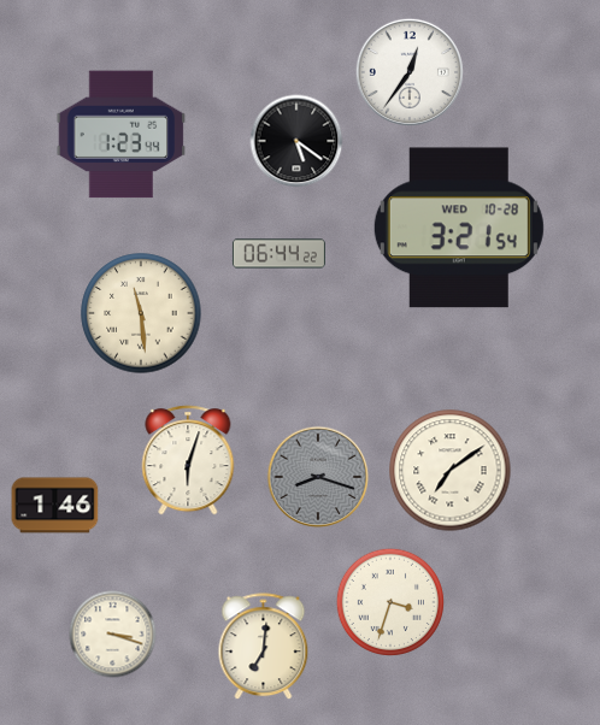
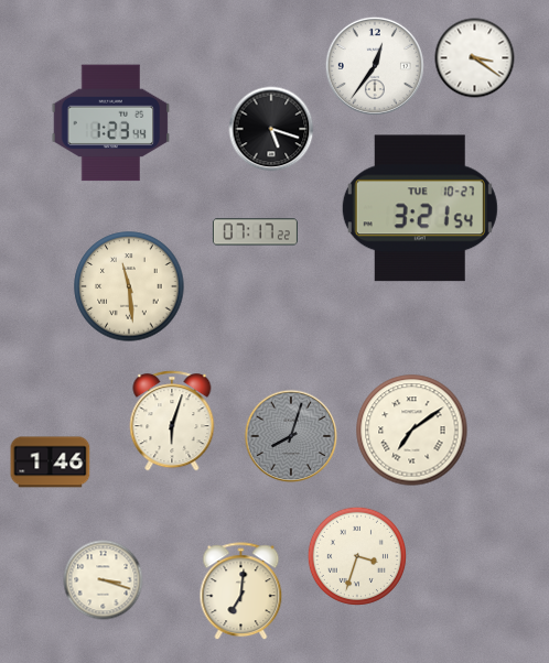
clock at (475, 58): none -> 3:21
clock at (296, 141): 5:21 -> 5:18
clock at (459, 228) date: WED 10-28 -> TUE 10-27
clock at (278, 254): 06:44 -> 07:17
clock at (318, 477): 8:18 -> 8:03
clock at (390, 602) position: (390, 602) -> (357, 556)
